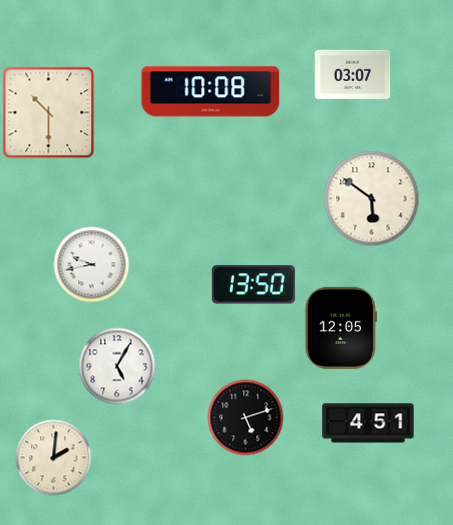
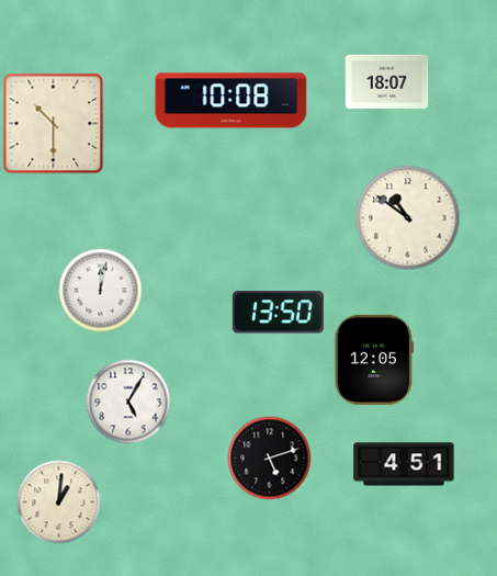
clock at (353, 75): 03:07 -> 18:07
clock at (372, 199): 5:51 -> 10:51
clock at (92, 265): 9:43 -> 12:02
clock at (54, 458): 2:01 -> 1:01
